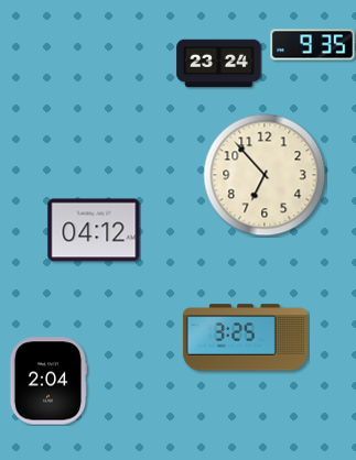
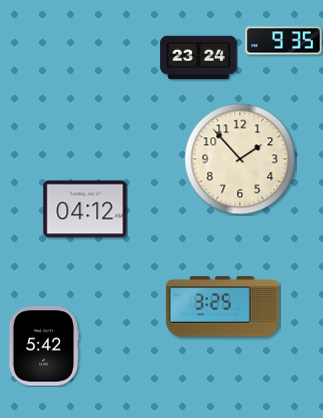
clock at (265, 175): 6:53 -> 1:53
clock at (47, 381): 2:04 -> 5:42
